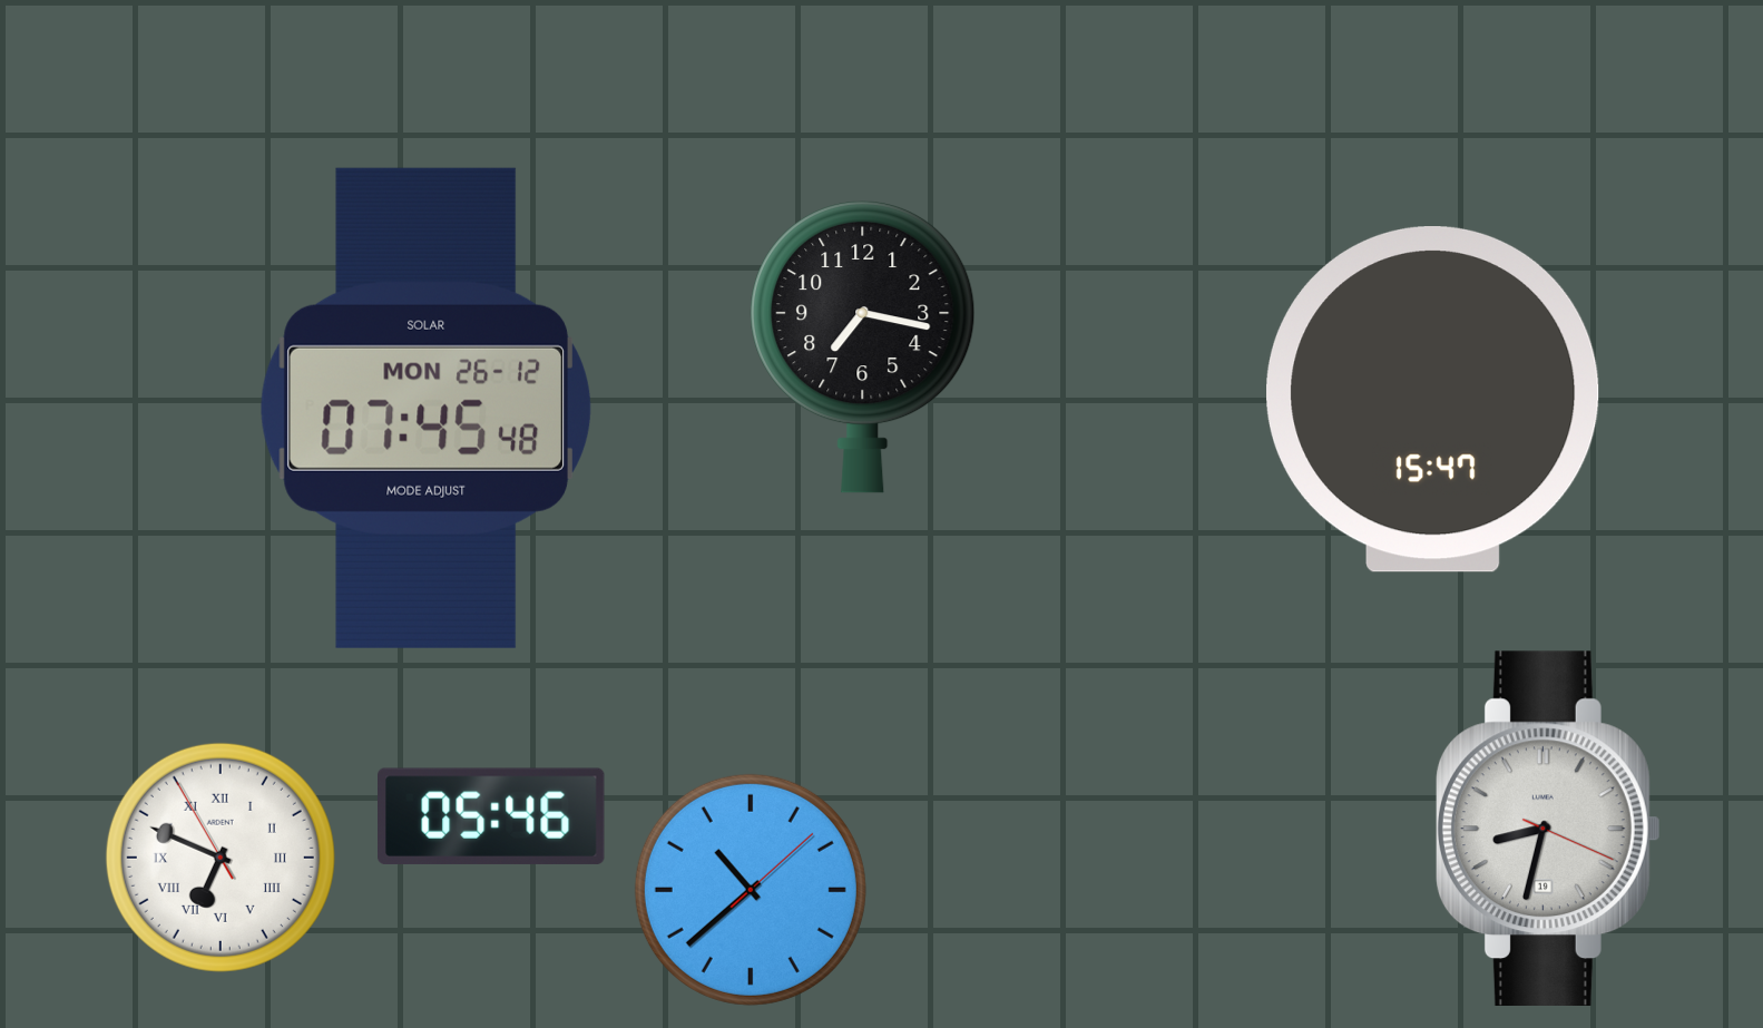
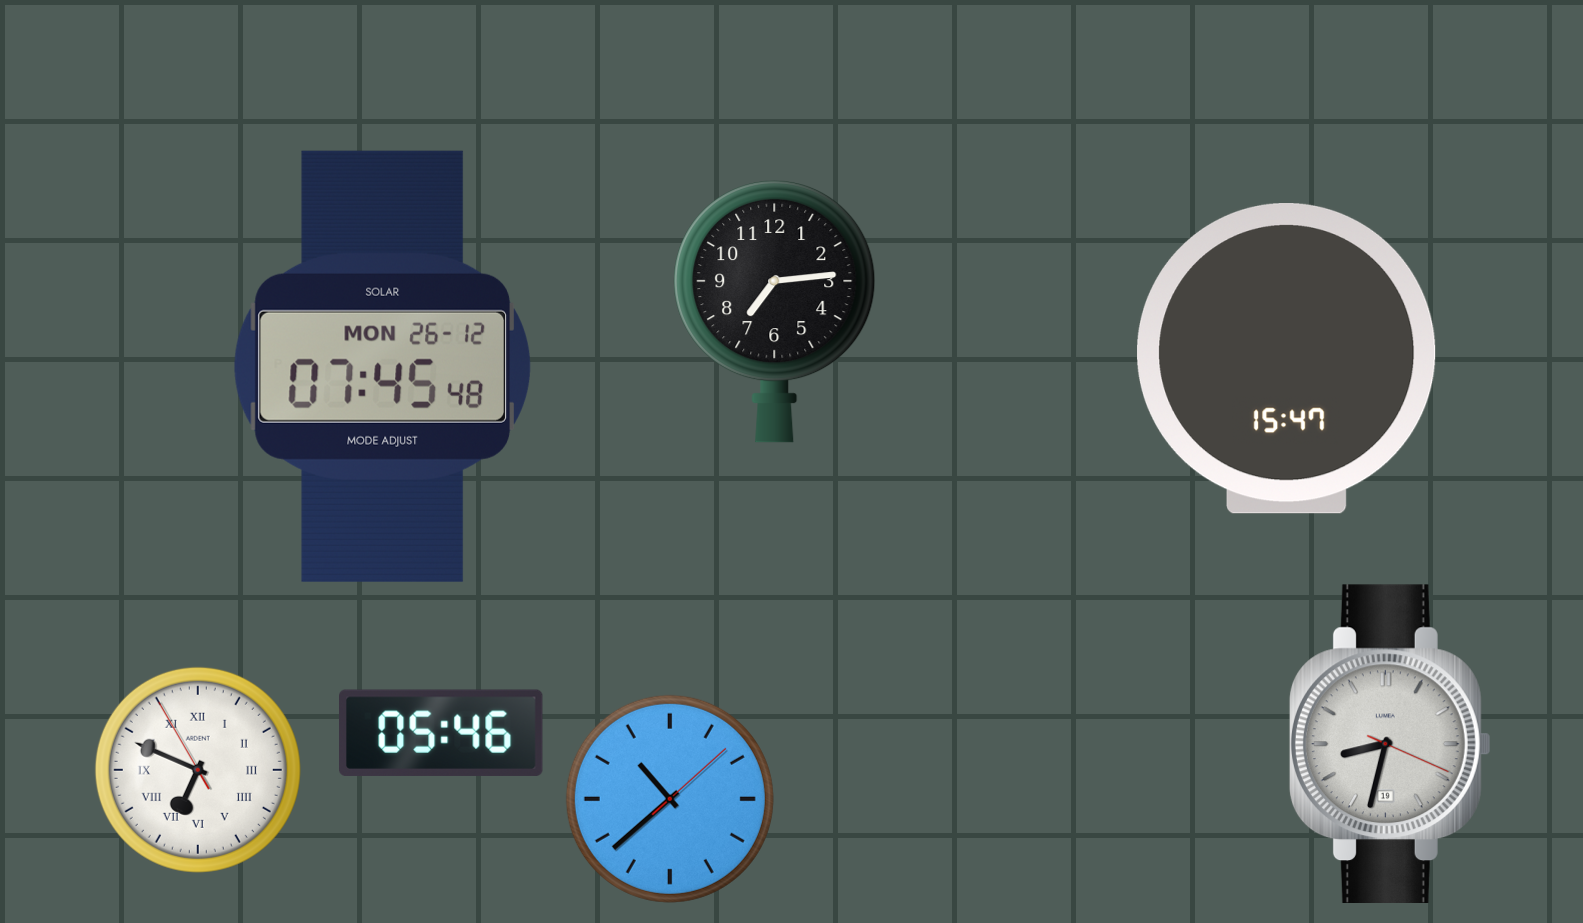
clock at (863, 346): 7:17 -> 7:14
clock at (751, 890) position: (751, 890) -> (670, 799)
